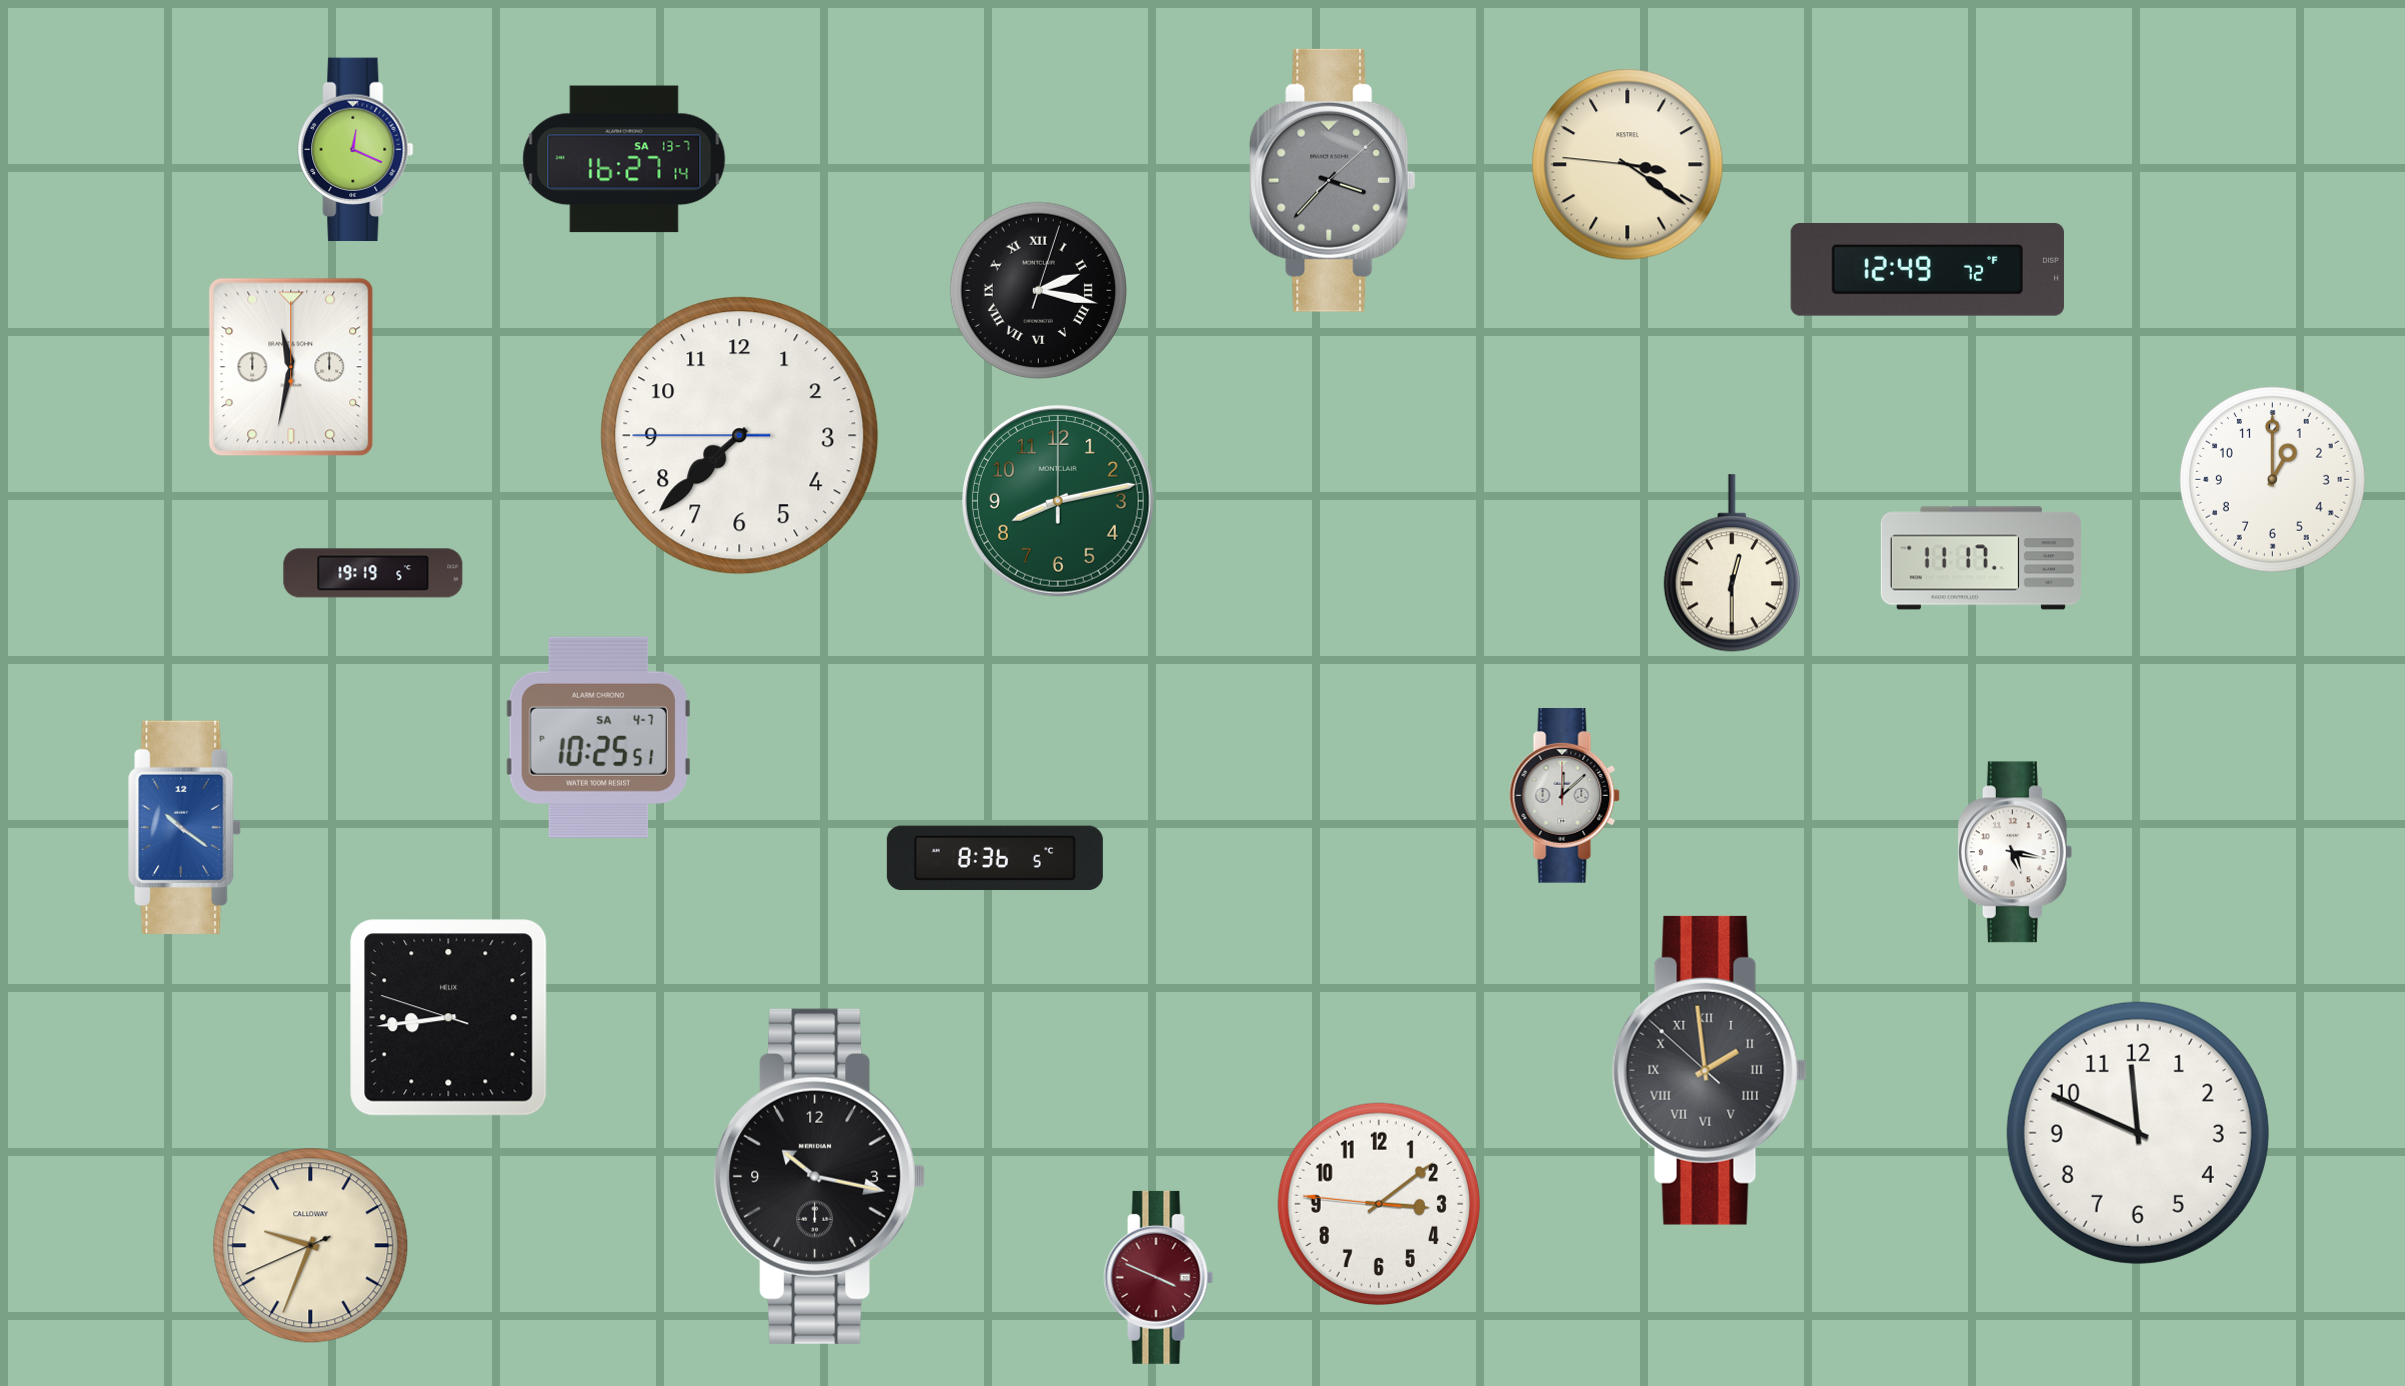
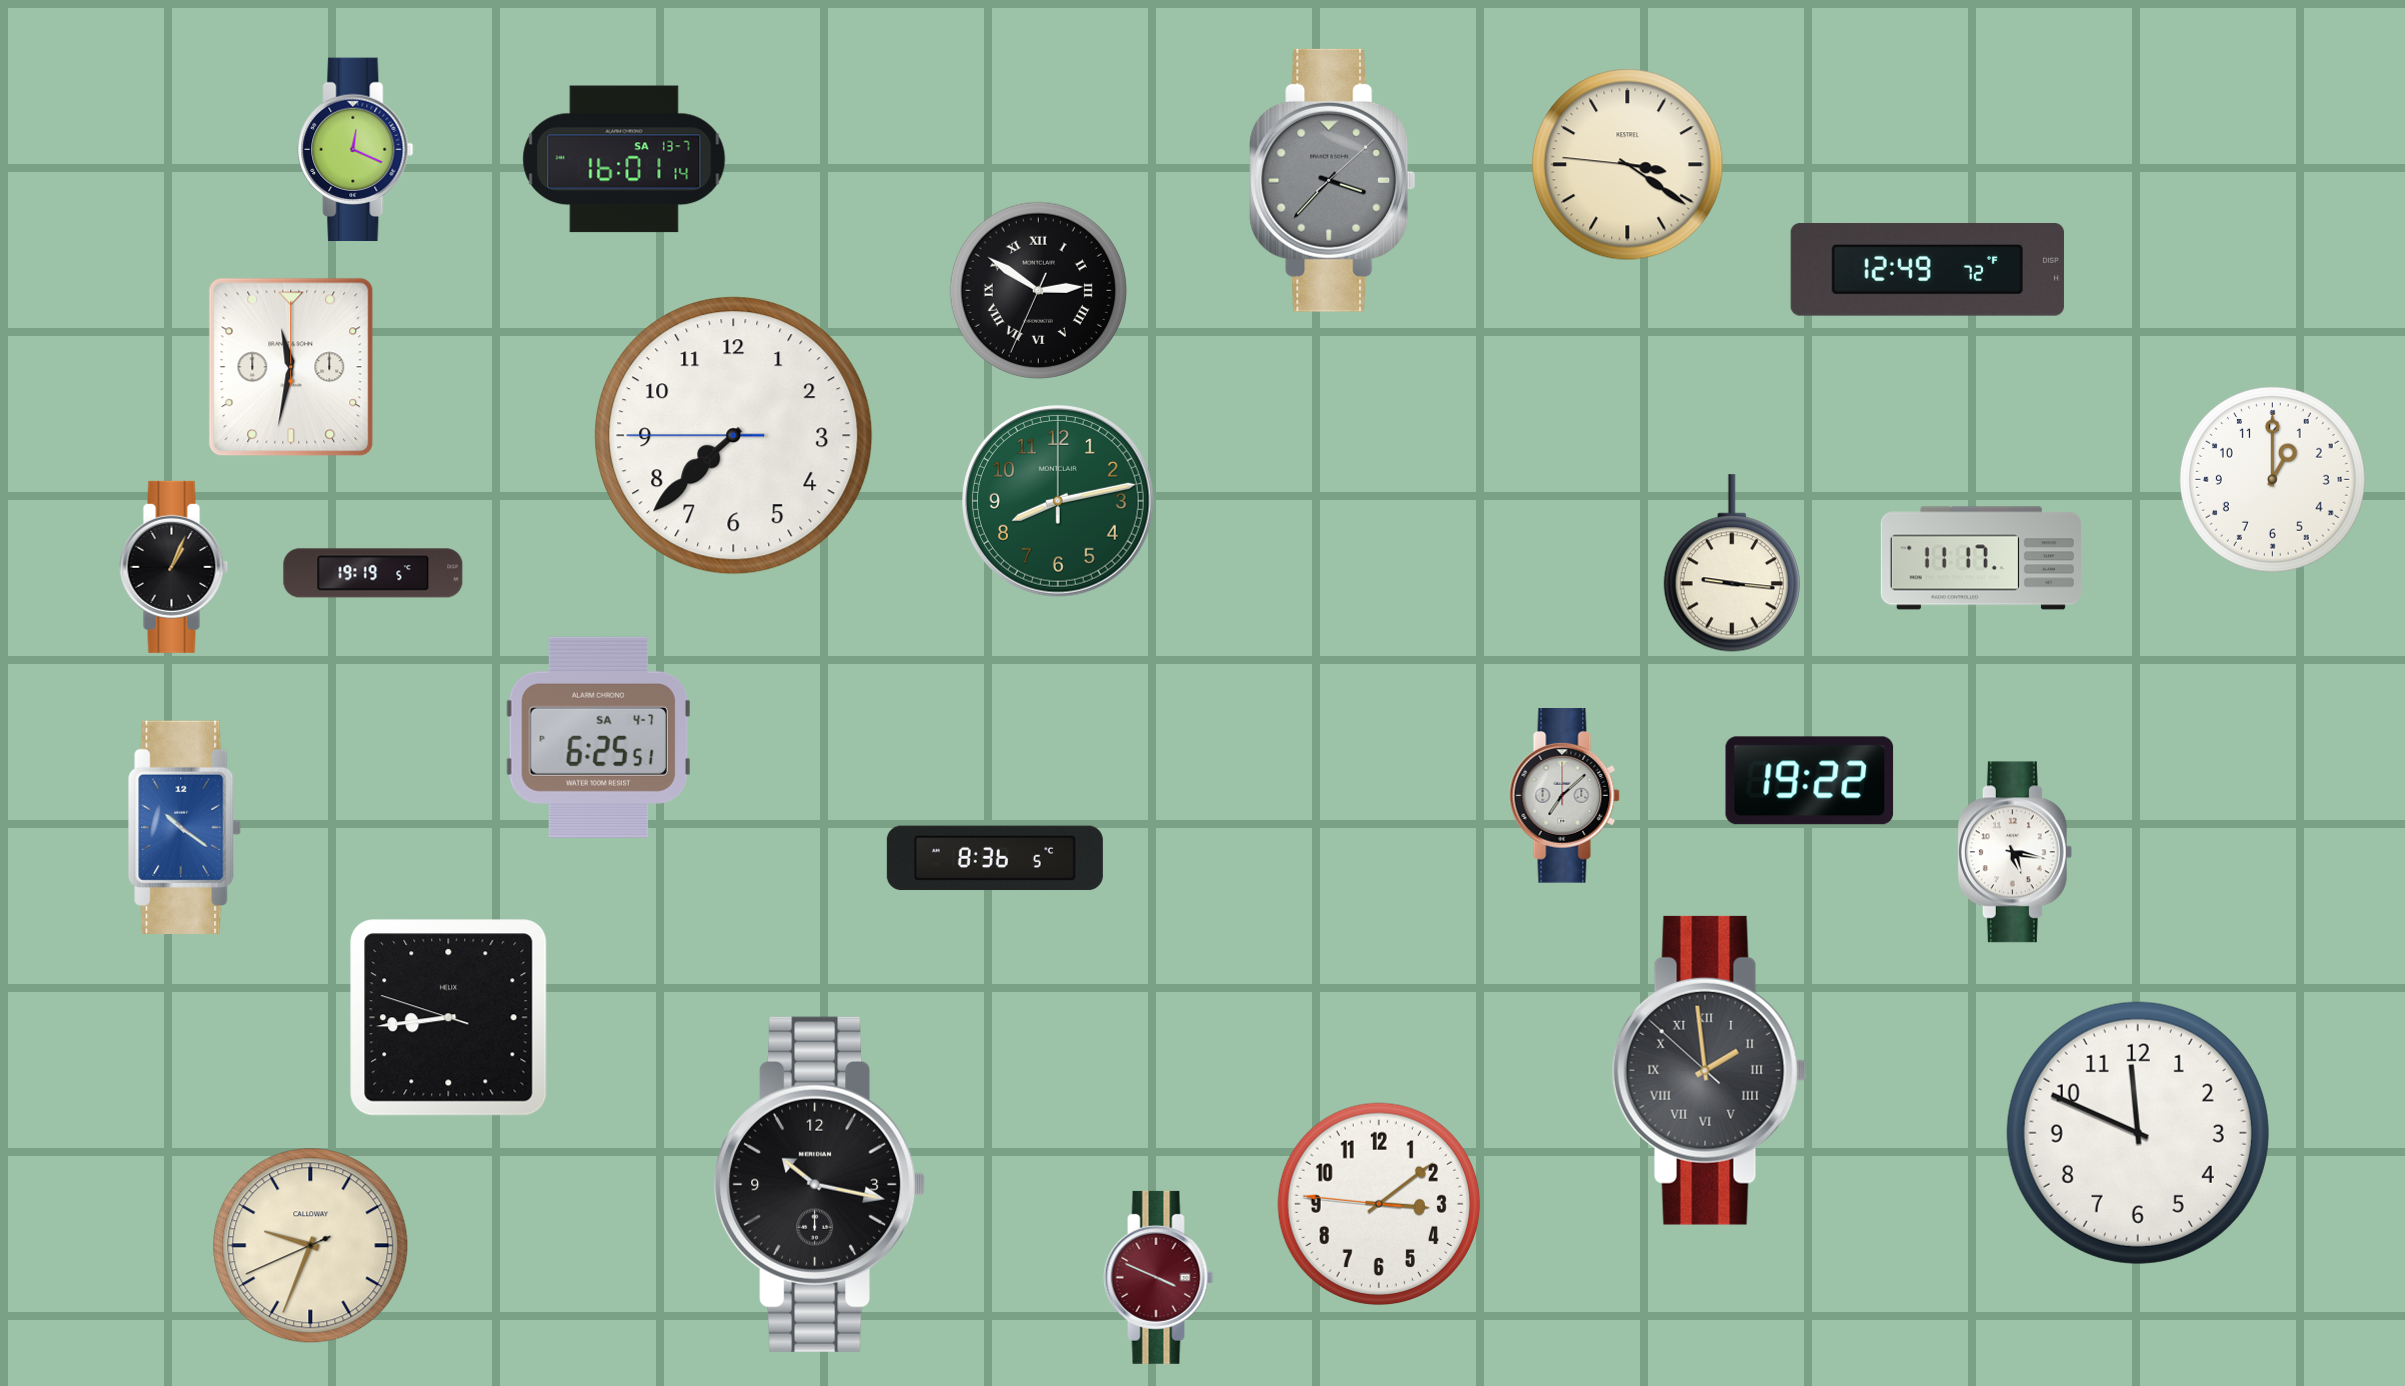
clock at (624, 159): 16:27 -> 16:01
clock at (1038, 290): 2:17 -> 2:50
clock at (740, 436) position: (740, 436) -> (734, 436)
clock at (1732, 563): 12:30 -> 9:16
clock at (174, 567): none -> 1:04
clock at (598, 737): 10:25 -> 6:25
clock at (1810, 781): none -> 19:22
clock at (1564, 796): 12:08 -> 7:08
clock at (820, 1176) position: (820, 1176) -> (820, 1184)
